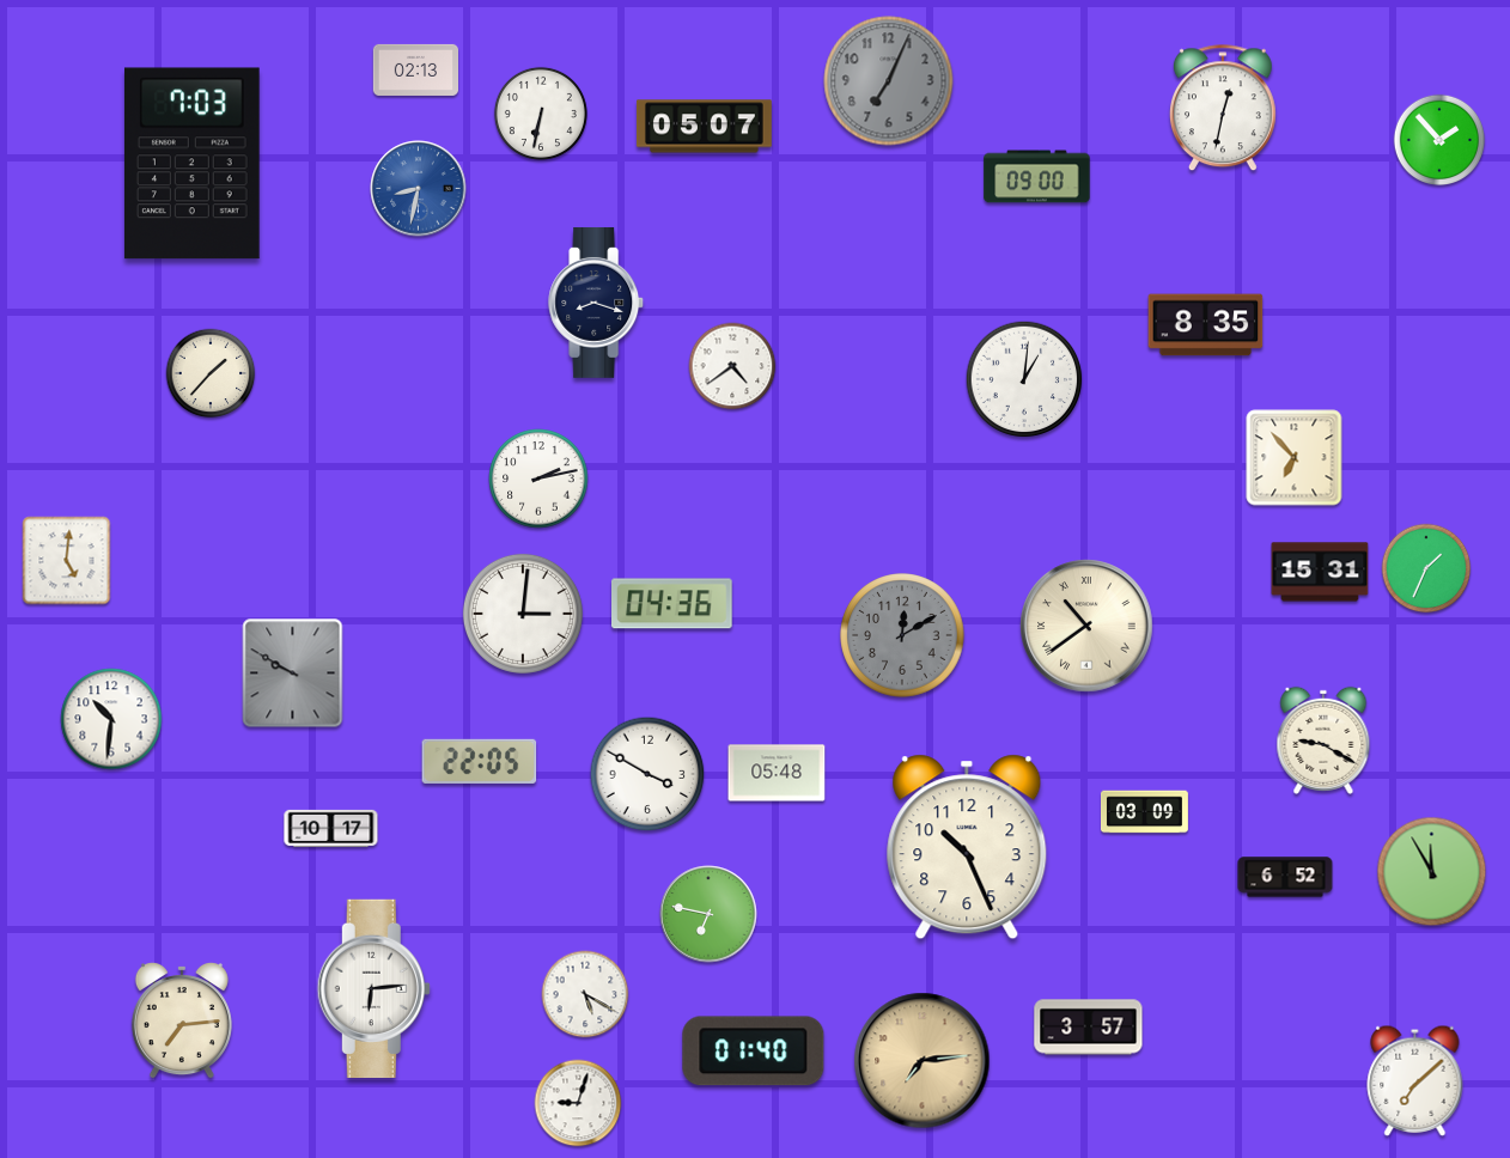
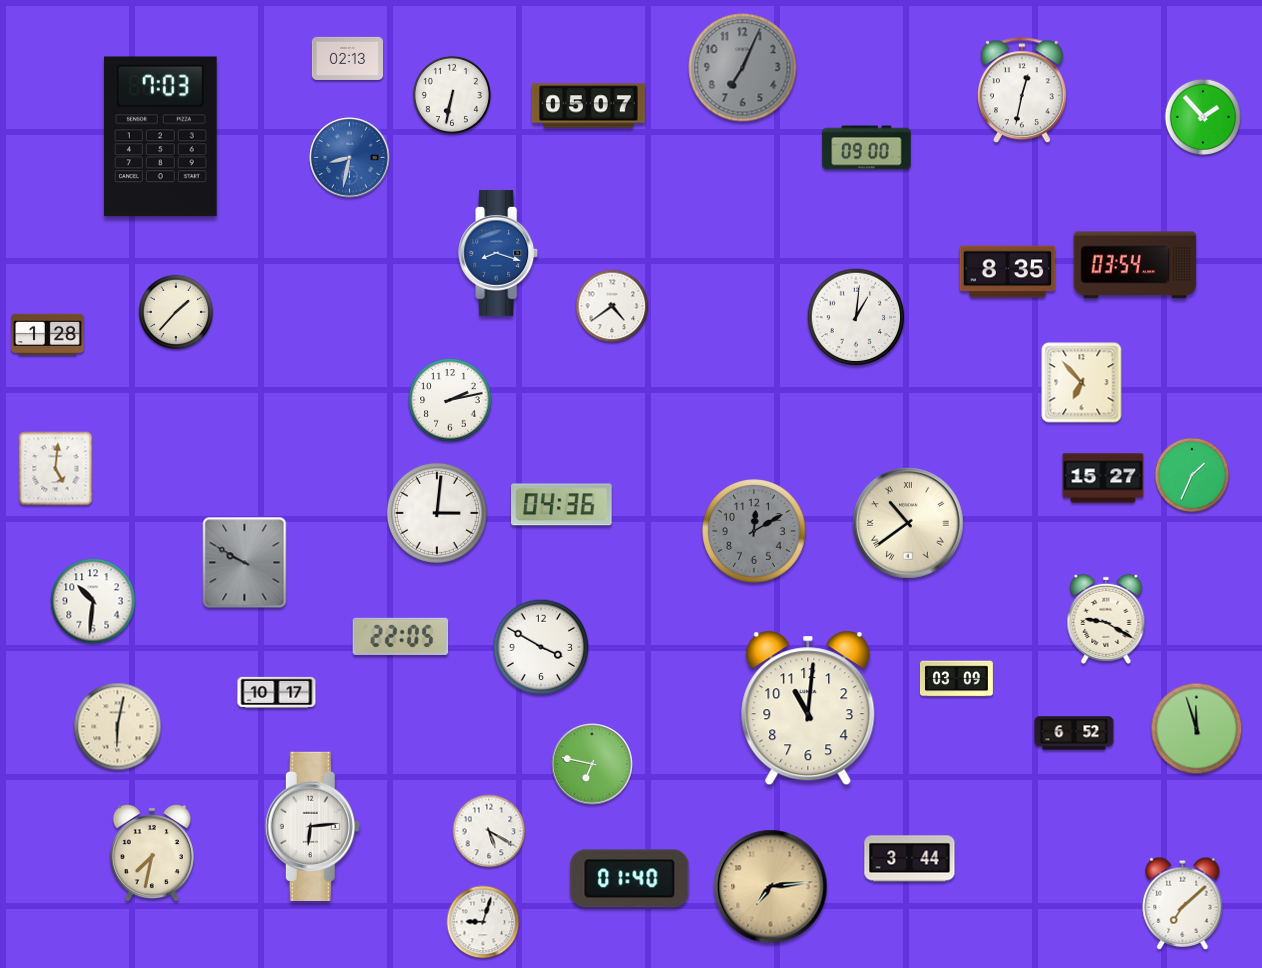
clock at (597, 303) dial: navy -> blue
clock at (1135, 265): none -> 03:54
clock at (47, 335): none -> 1:28
clock at (1320, 572): 15:31 -> 15:27
clock at (777, 773): 05:48 -> none
clock at (967, 847): 10:26 -> 11:01
clock at (118, 727): none -> 6:02
clock at (1432, 872): 11:55 -> 11:57
clock at (182, 1022): 7:14 -> 7:32
clock at (1089, 1028): 3:57 -> 3:44
